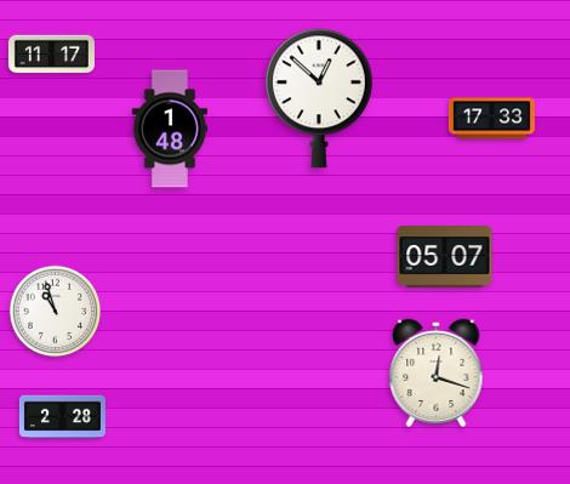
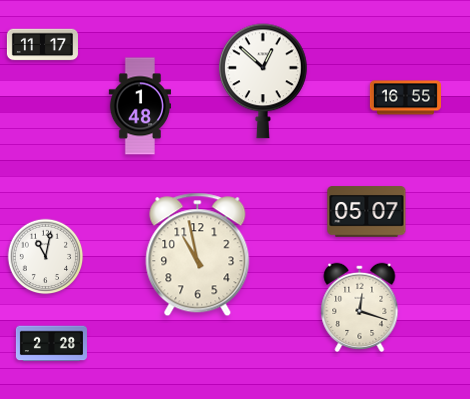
clock at (491, 119): 17:33 -> 16:55
clock at (198, 255): none -> 10:58
clock at (56, 312): 10:57 -> 11:02
